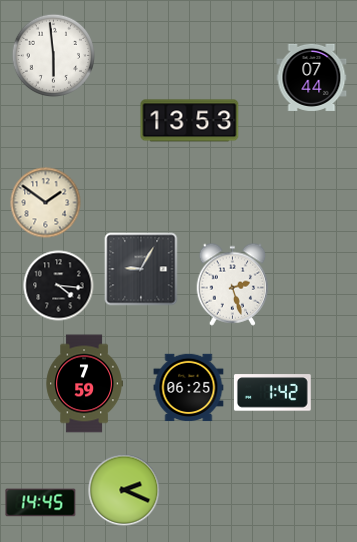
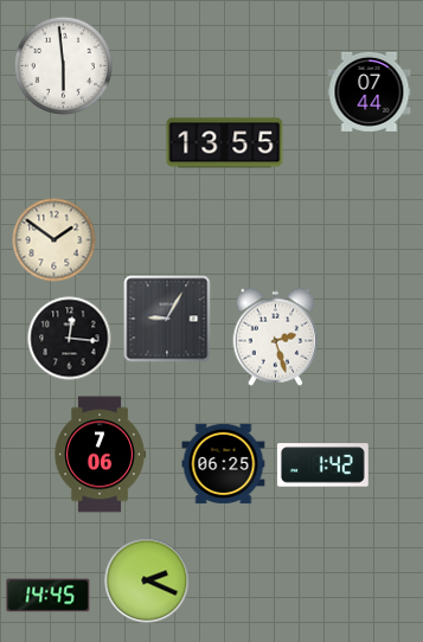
clock at (190, 121): 13:53 -> 13:55
clock at (59, 286): 4:16 -> 12:16
clock at (84, 384): 7:59 -> 7:06
clock at (189, 388) position: (189, 388) -> (224, 464)
